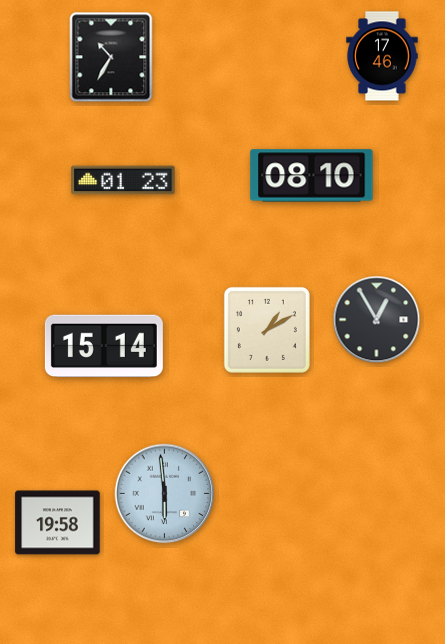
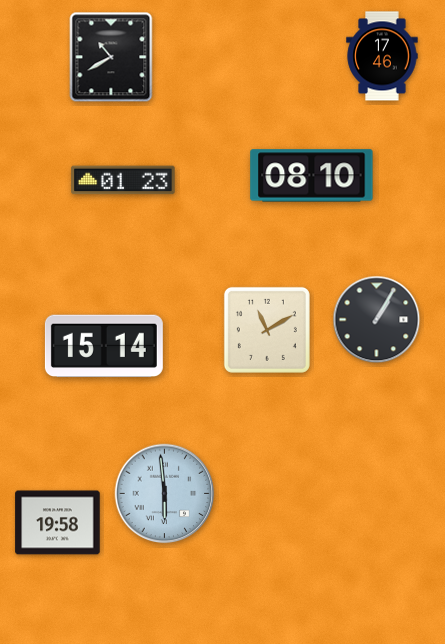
clock at (111, 57): 10:35 -> 10:40
clock at (377, 320): 12:55 -> 1:05
clock at (267, 330): 1:10 -> 11:10
